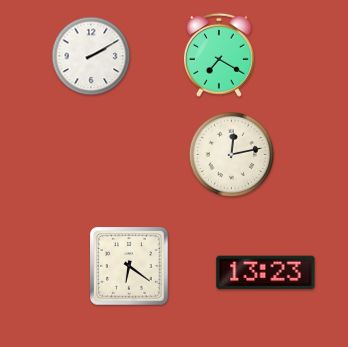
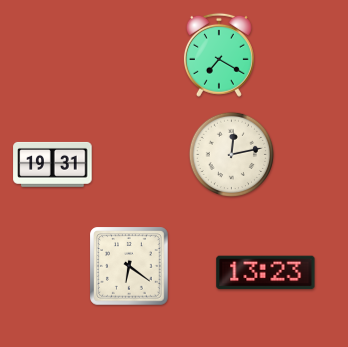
clock at (91, 56): 2:10 -> none
clock at (53, 164): none -> 19:31
